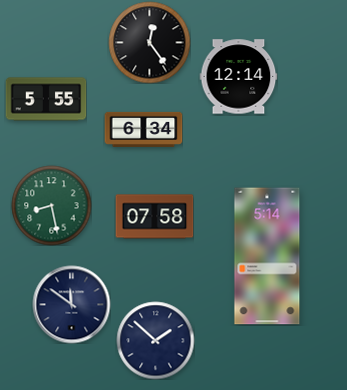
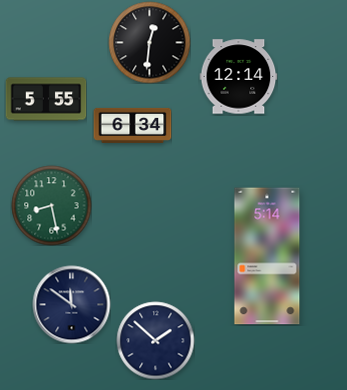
clock at (149, 42): 12:24 -> 12:31
clock at (143, 129) position: (143, 129) -> (132, 125)
clock at (154, 217): 07:58 -> none
